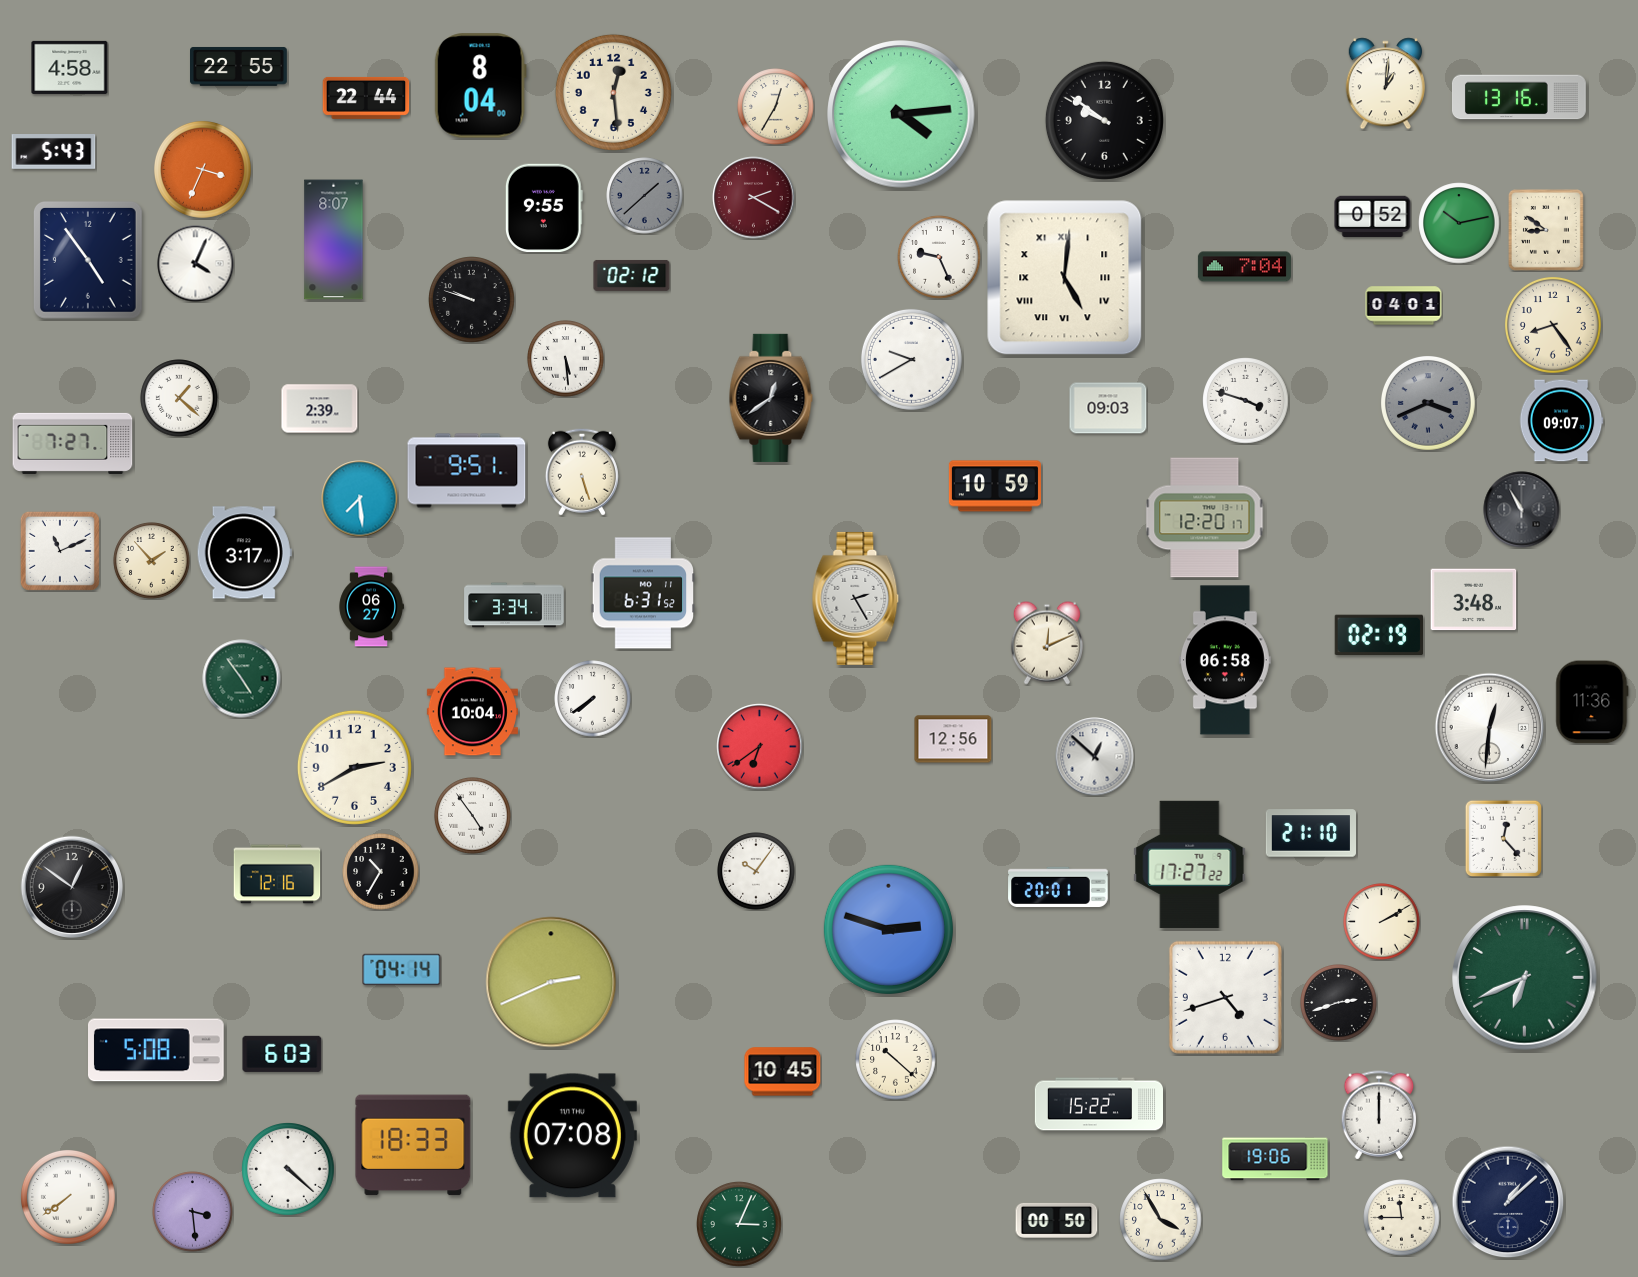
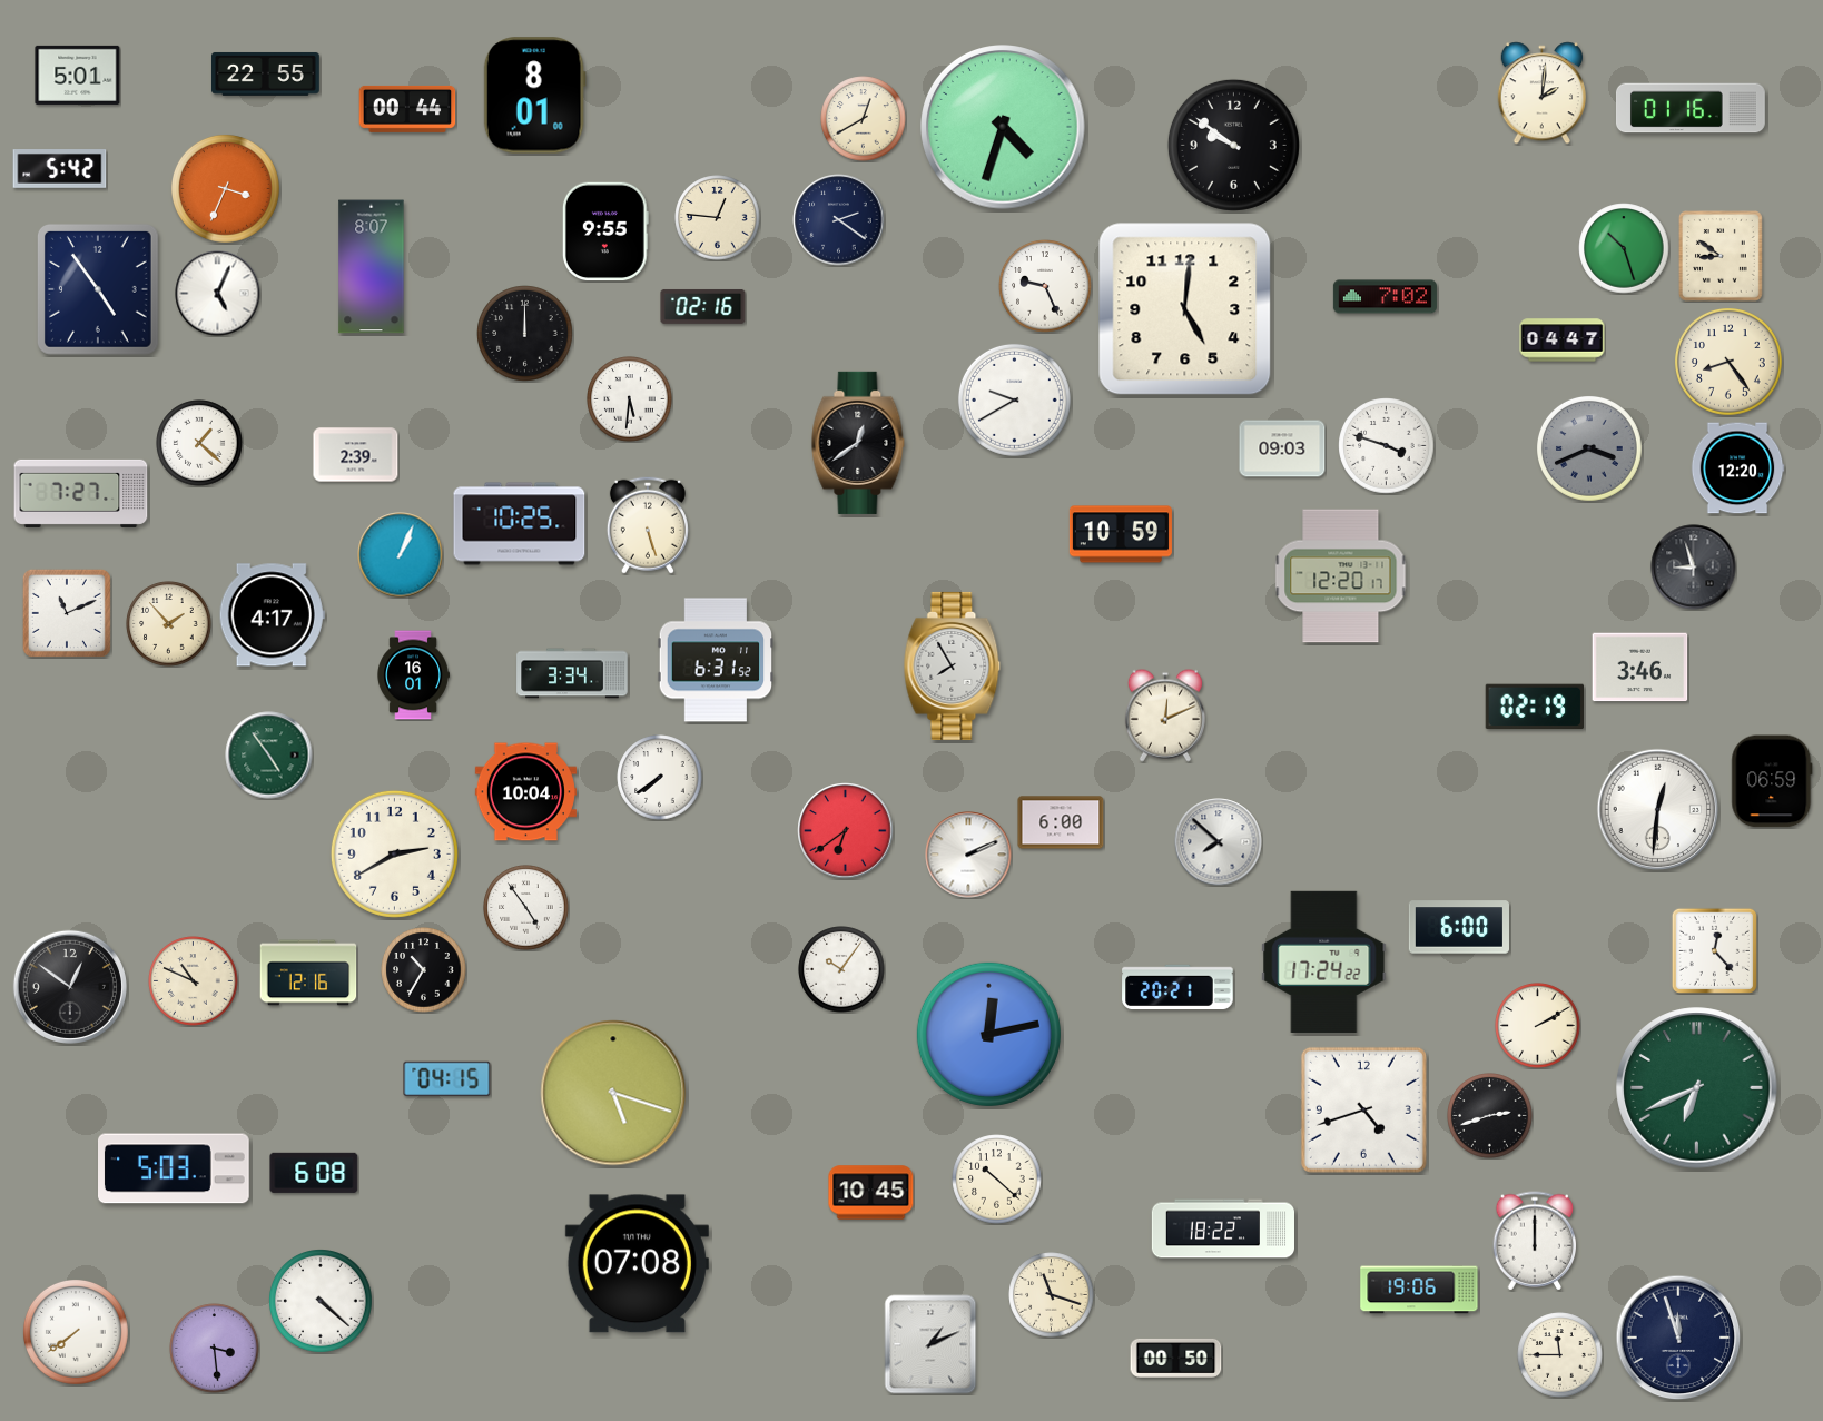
clock at (70, 67): 4:58 -> 5:01
clock at (1385, 84): 1:01 -> 2:01
clock at (480, 86): 8:04 -> 8:01
clock at (613, 92): 12:29 -> none
clock at (1519, 97): 13:16 -> 01:16
clock at (366, 98): 22:44 -> 00:44
clock at (776, 107): 12:35 -> 12:40
clock at (901, 114): 4:14 -> 4:33
clock at (1104, 120) position: (1104, 120) -> (1233, 145)
clock at (54, 152): 5:43 -> 5:42
clock at (645, 196): 1:38 -> 12:46
clock at (645, 196) dial: grey -> cream
clock at (754, 198): 2:20 -> 2:21
clock at (754, 198) dial: burgundy -> navy
clock at (1373, 217): 0:52 -> none
clock at (1459, 223): 10:13 -> 10:27
clock at (196, 264): 4:04 -> 5:04
clock at (1244, 267): 7:04 -> 7:02
clock at (632, 275): 02:12 -> 02:16
clock at (1065, 278) numerals: Roman -> Arabic
clock at (472, 300): 9:48 -> 12:00
clock at (1404, 306): 04:01 -> 04:47
clock at (566, 359): 5:29 -> 5:31
clock at (1108, 408) position: (1108, 408) -> (1282, 448)
clock at (1561, 421): 09:07 -> 12:20
clock at (467, 471): 9:51 -> 10:25
clock at (995, 486) position: (995, 486) -> (1121, 534)
clock at (360, 499): 7:29 -> 1:04
clock at (1522, 510): 10:55 -> 8:57
clock at (244, 553): 3:17 -> 4:17
clock at (856, 598): 2:25 -> 7:55
clock at (1474, 600): 3:48 -> 3:46
clock at (371, 607): 06:27 -> 16:01
clock at (1225, 660): 06:58 -> none
clock at (1592, 702): 11:36 -> 06:59
clock at (953, 739): 12:56 -> 6:00
clock at (1095, 757): 12:52 -> 7:52
clock at (968, 855): none -> 2:11
clock at (1310, 833): 21:10 -> 6:00
clock at (1503, 838) position: (1503, 838) -> (1714, 950)
clock at (1190, 864): 17:27 -> 17:24
clock at (194, 981): none -> 10:49
clock at (72, 887) position: (72, 887) -> (70, 987)
clock at (1058, 887): 20:01 -> 20:21
clock at (888, 929): 2:48 -> 12:13
clock at (402, 969): 04:14 -> 04:15
clock at (551, 982): 2:41 -> 5:18
clock at (157, 1050): 5:08 -> 5:03
clock at (282, 1054): 6:03 -> 6:08
clock at (1098, 1104): 15:22 -> 18:22
clock at (413, 1145): 18:33 -> none
clock at (1052, 1295): none -> 11:18
clock at (1508, 1202): 1:08 -> 11:57
clock at (930, 1344): none -> 1:11
clock at (1161, 1220): 3:55 -> none
clock at (739, 1224): 3:04 -> none
